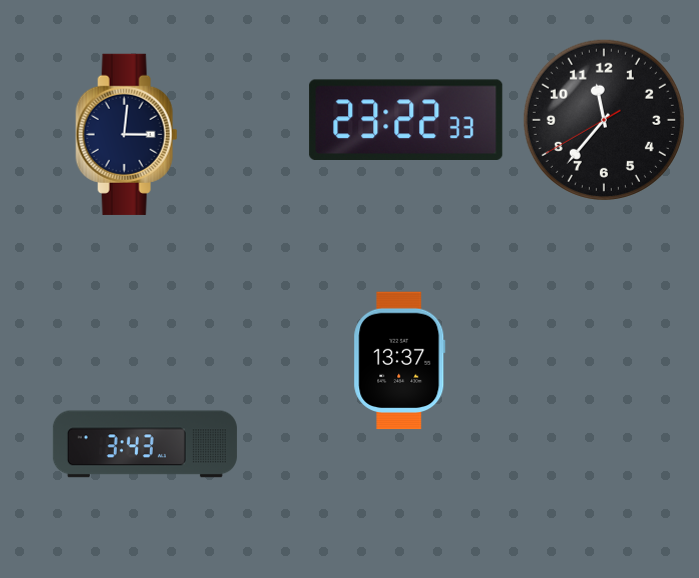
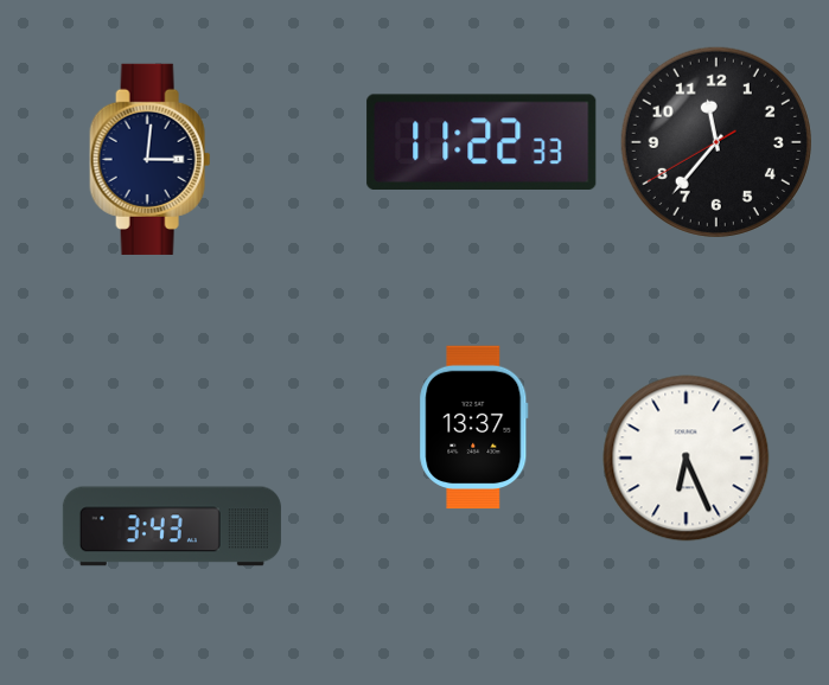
clock at (406, 119): 23:22 -> 11:22
clock at (687, 459): none -> 6:26
